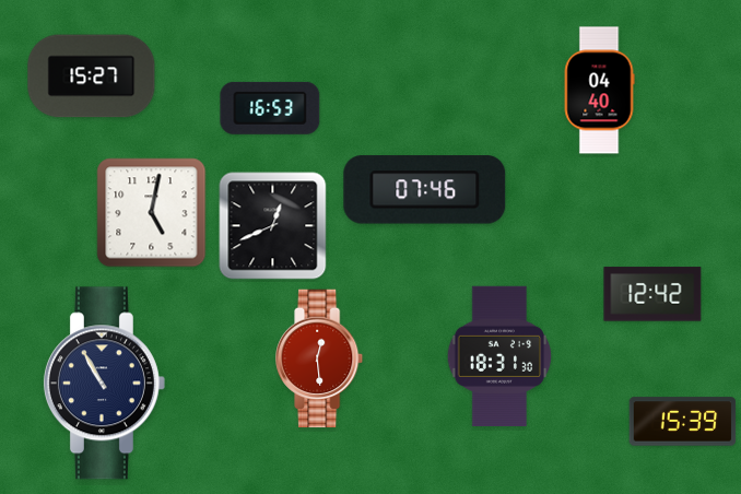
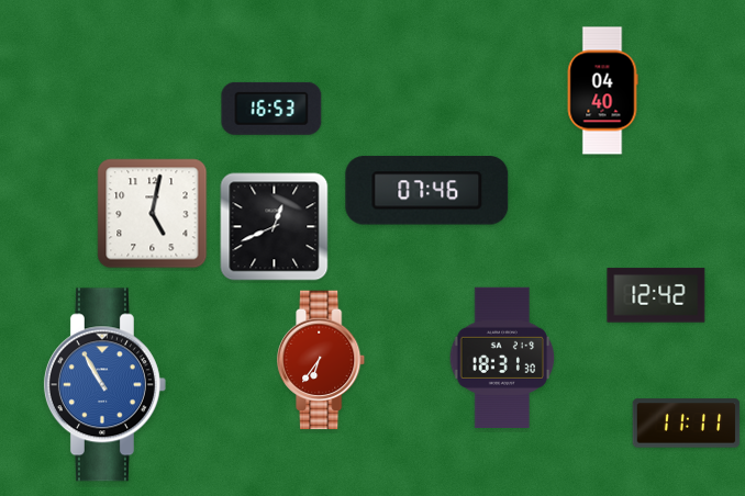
clock at (92, 77): 15:27 -> none
clock at (320, 358): 12:29 -> 6:36
clock at (104, 384) dial: navy -> blue
clock at (683, 422): 15:39 -> 11:11
